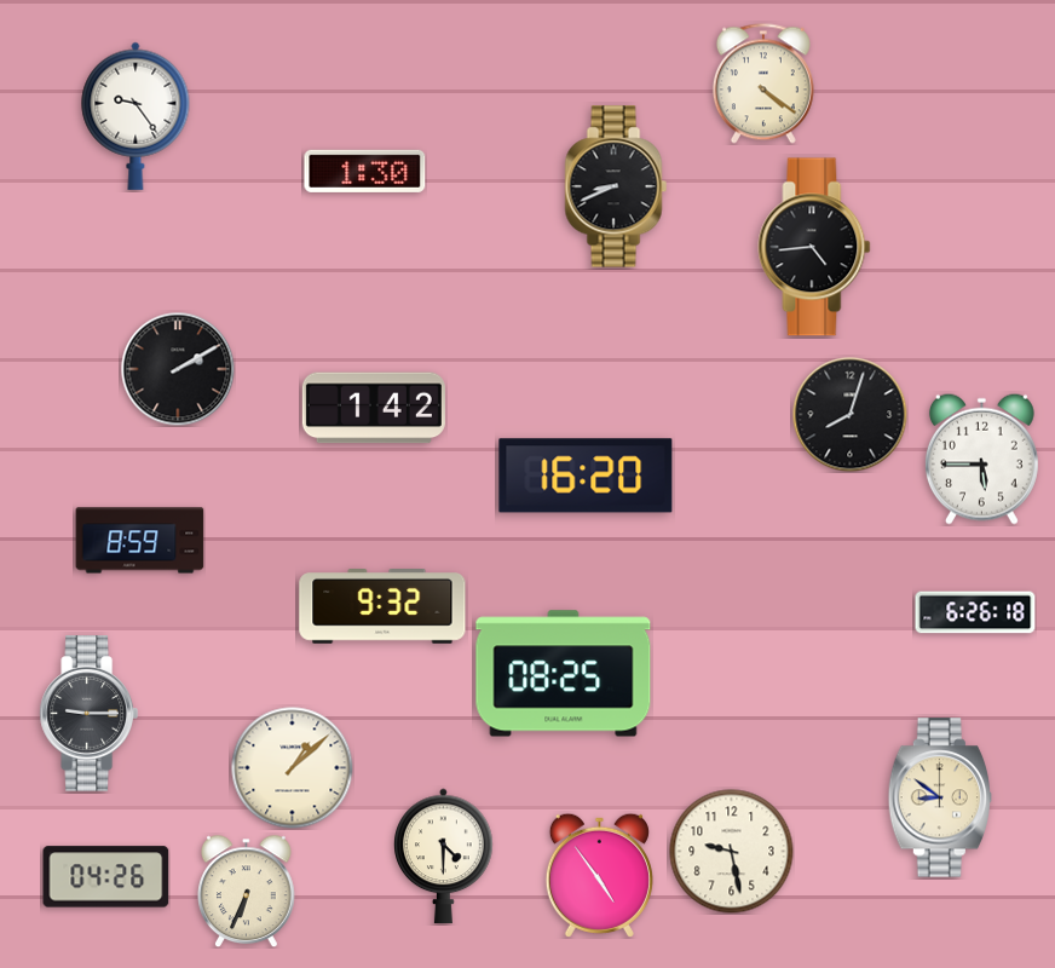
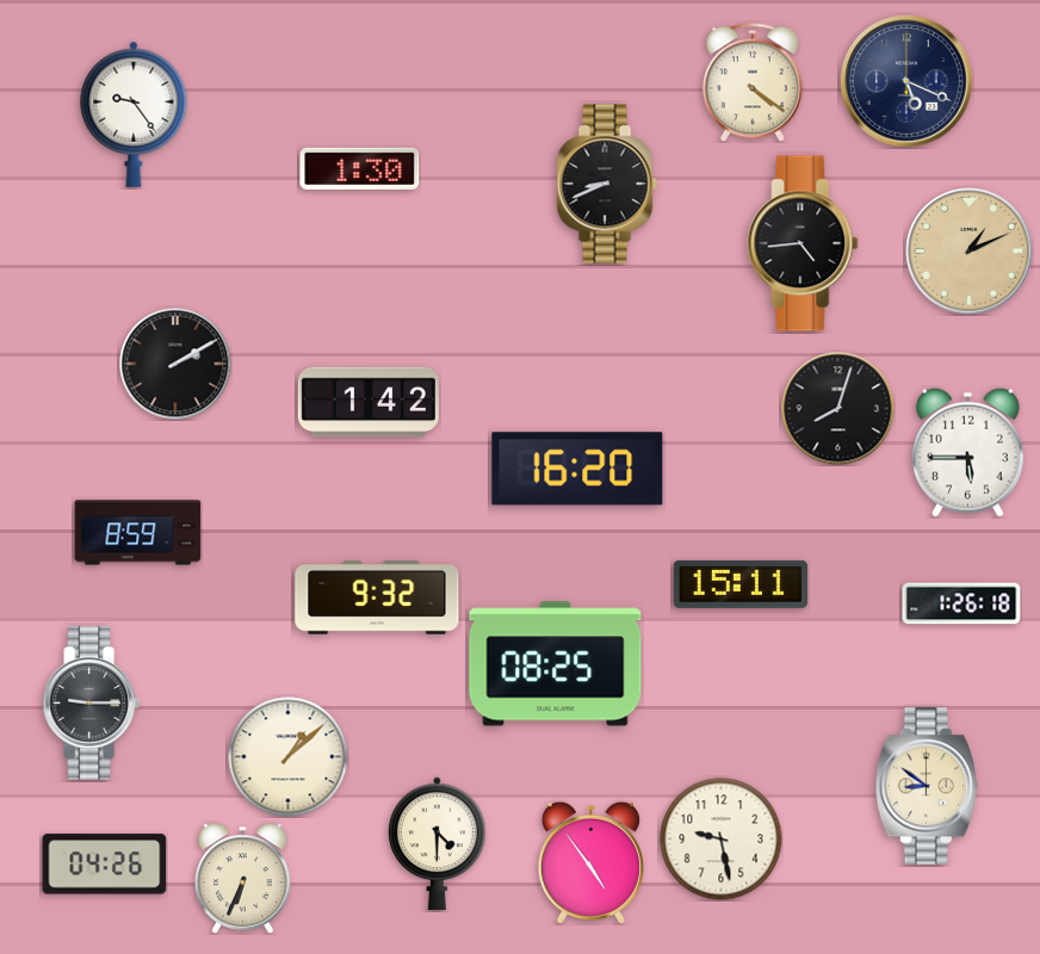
clock at (908, 82): none -> 5:19
clock at (970, 252): none -> 1:11
clock at (739, 584): none -> 15:11
clock at (975, 612): 6:26 -> 1:26
clock at (88, 714) position: (88, 714) -> (91, 704)
